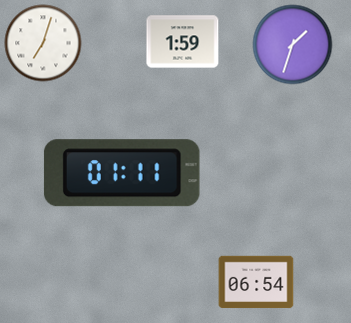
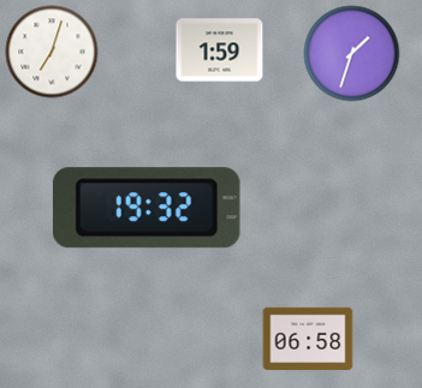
clock at (122, 173): 01:11 -> 19:32
clock at (256, 282): 06:54 -> 06:58
